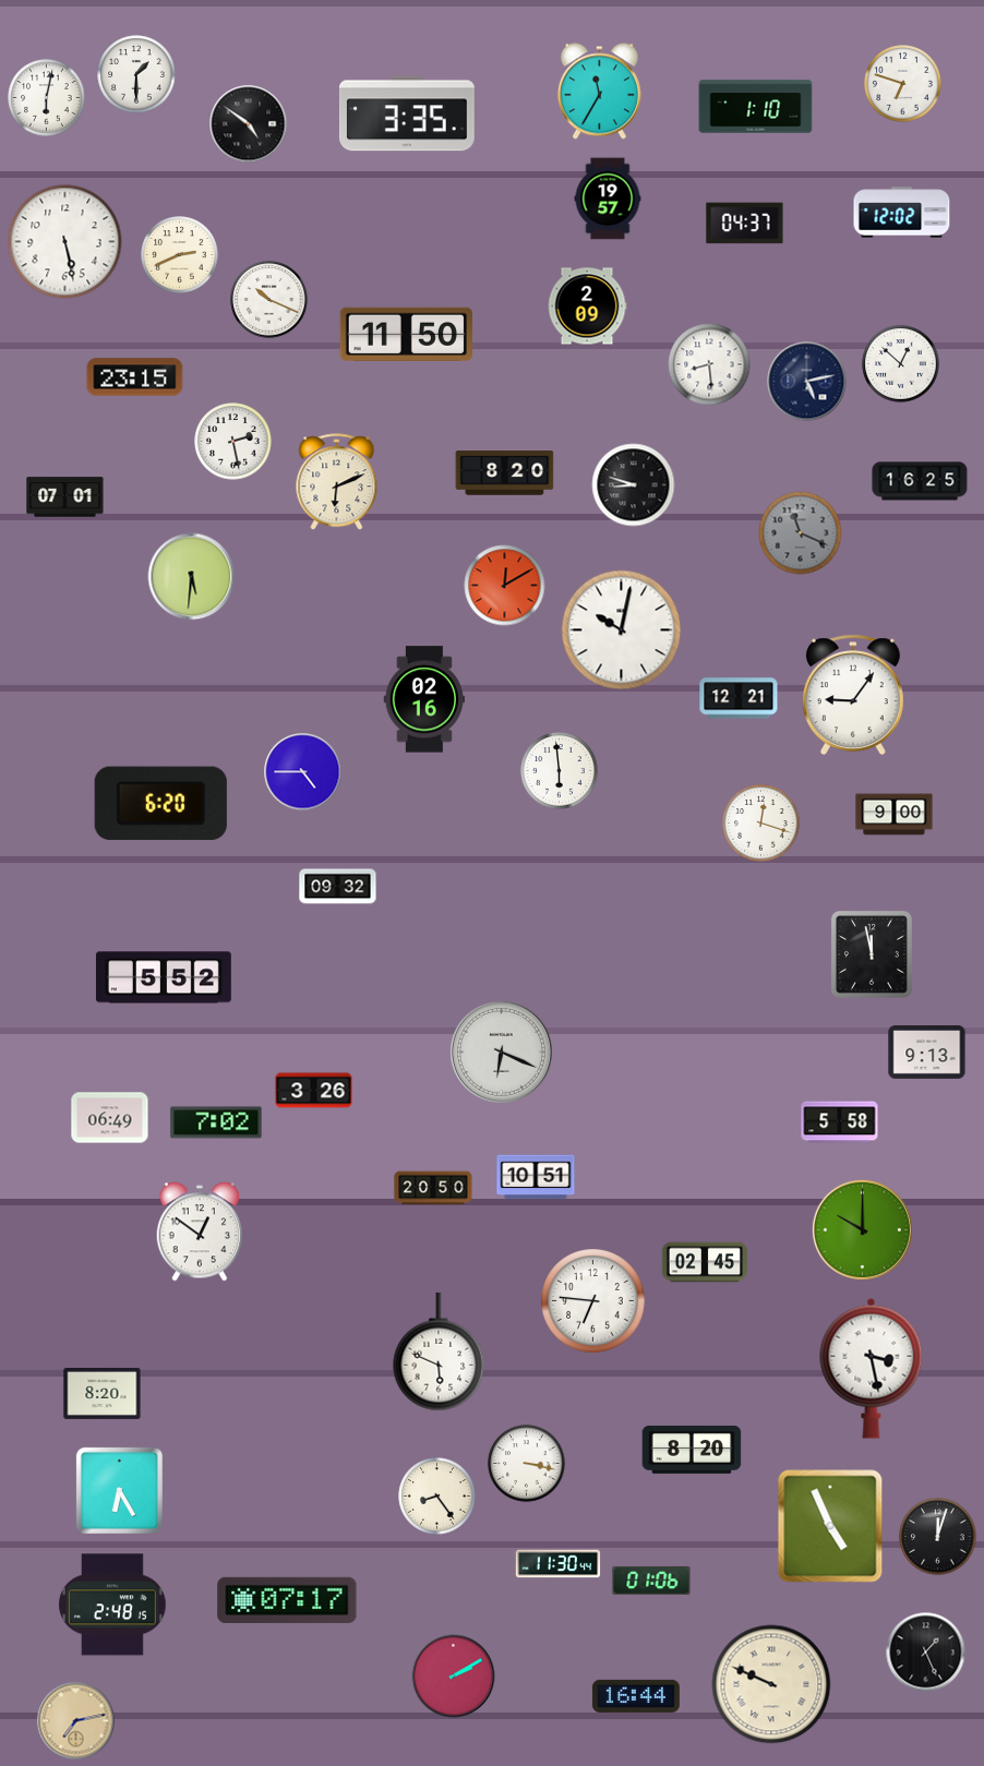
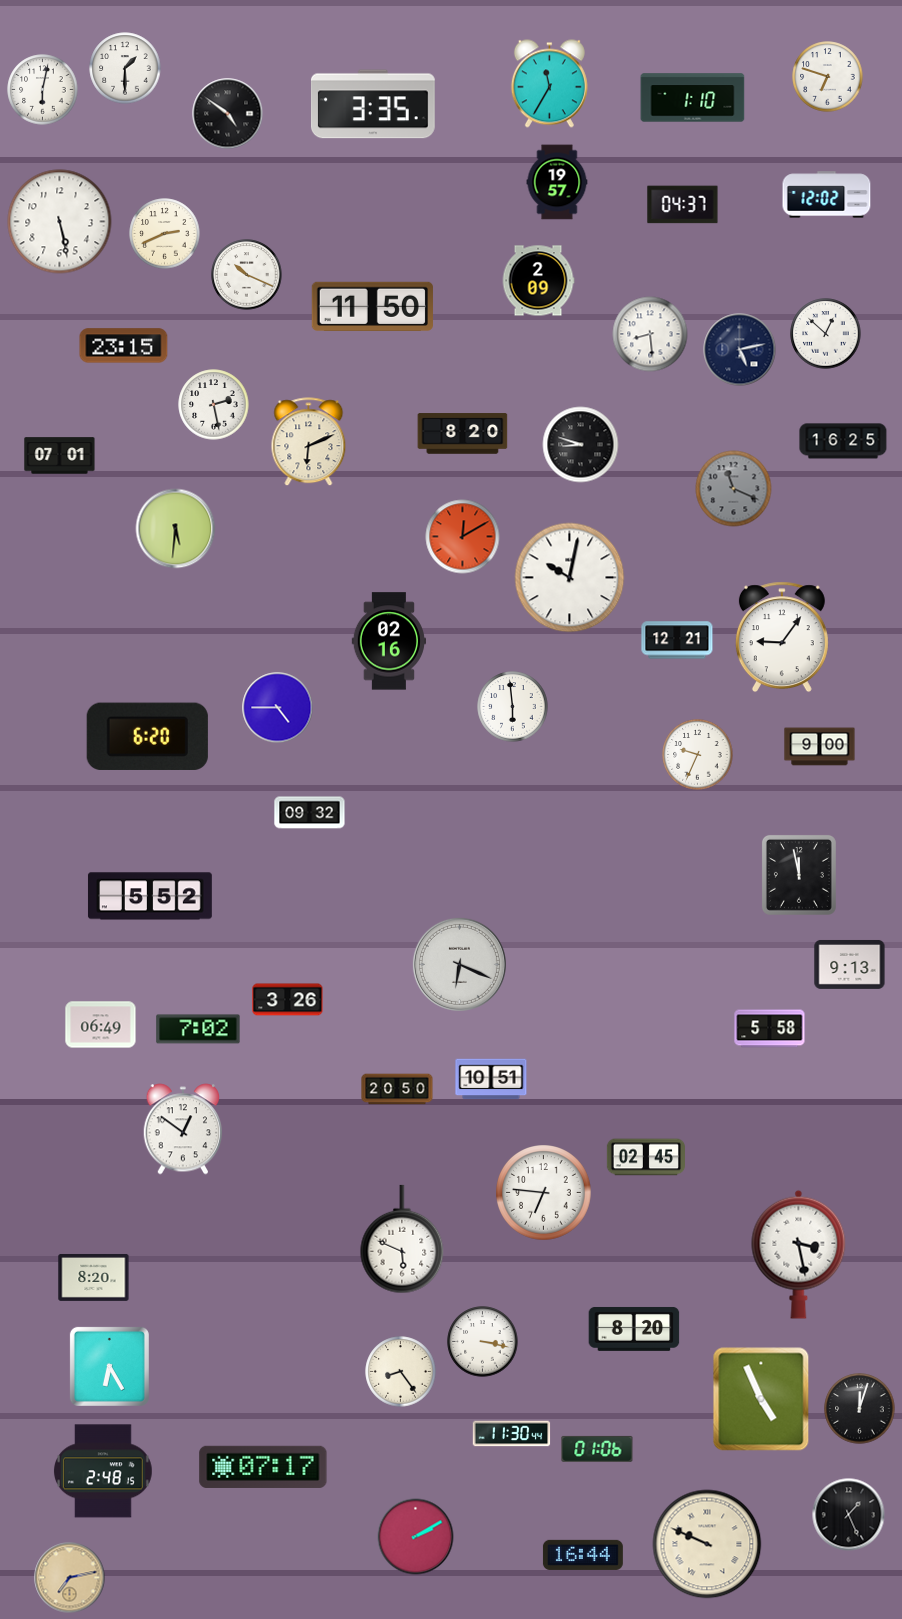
clock at (761, 824): 12:18 -> 9:34
clock at (862, 1229): 10:00 -> none
